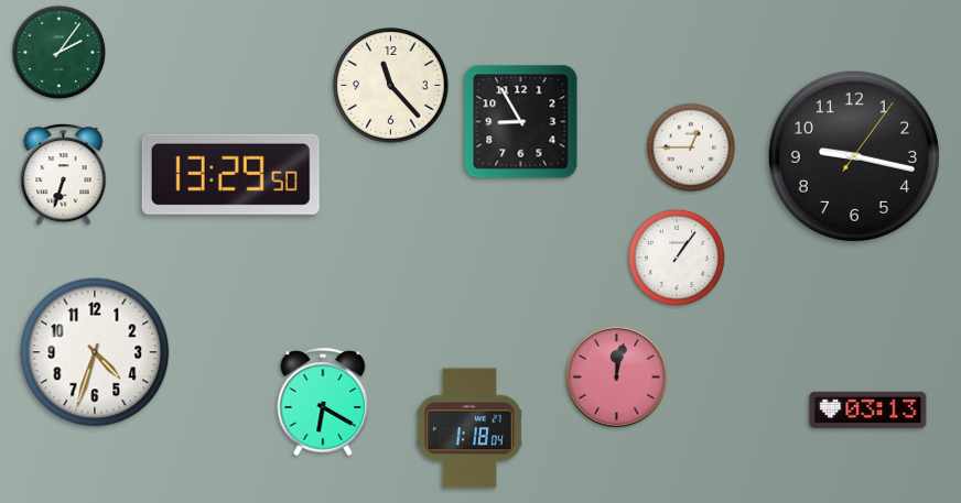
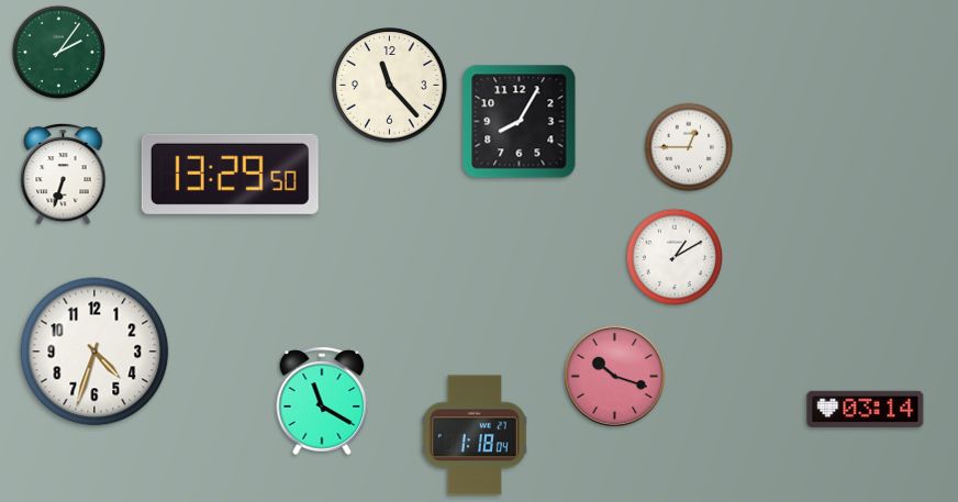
clock at (521, 122): 8:55 -> 8:05
clock at (854, 156): 9:17 -> none
clock at (677, 258): 1:06 -> 1:10
clock at (616, 376): 12:02 -> 10:18
clock at (323, 402): 6:20 -> 11:20
clock at (868, 409): 03:13 -> 03:14
clock at (469, 428) position: (469, 428) -> (475, 435)
